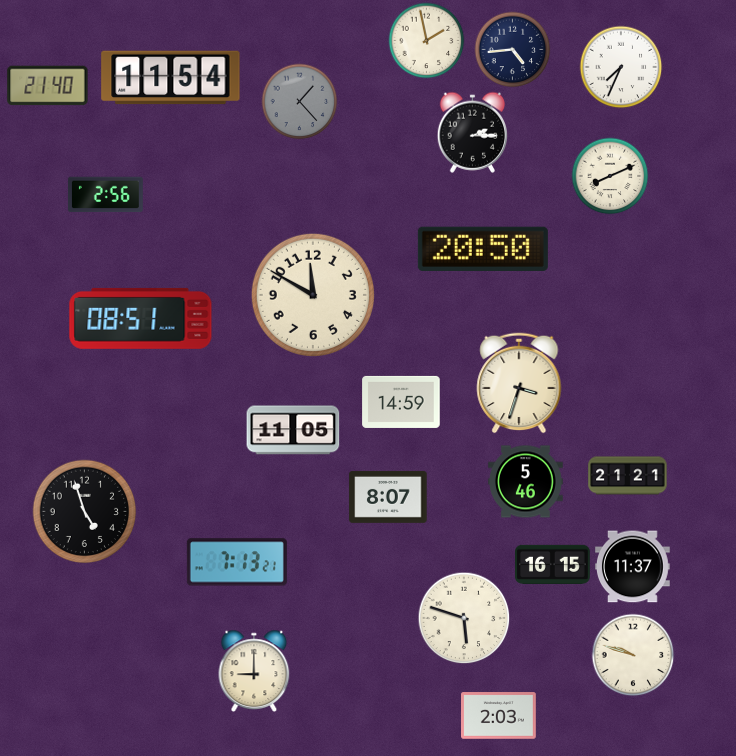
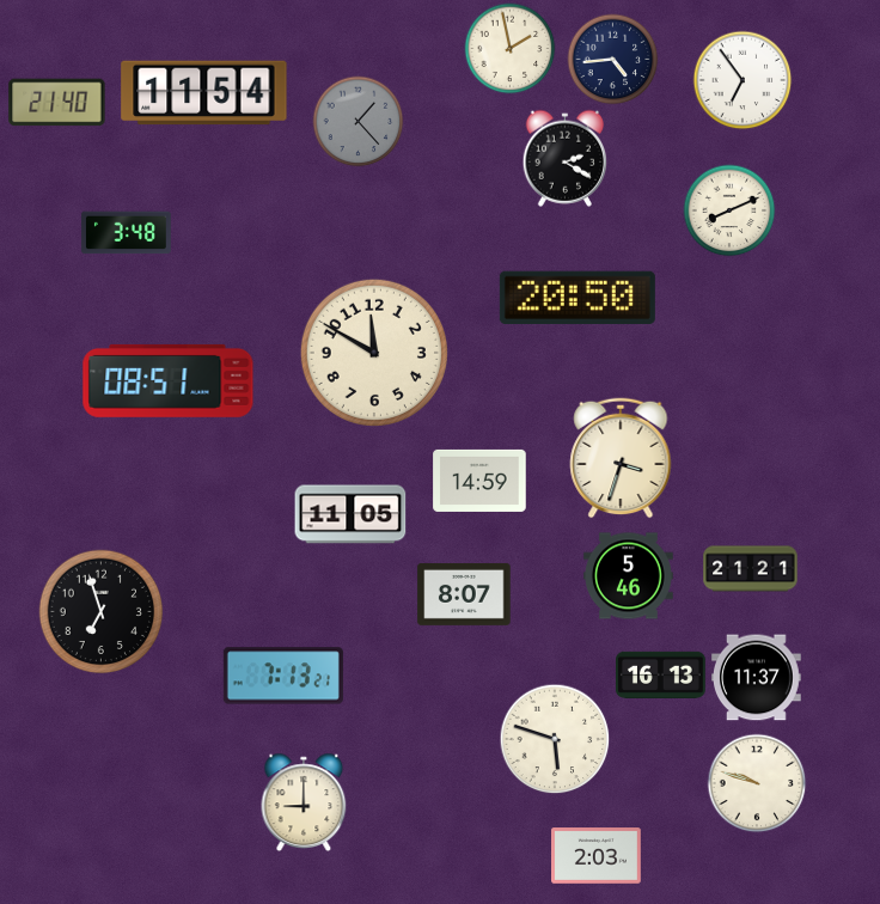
clock at (621, 67): 7:34 -> 6:54
clock at (472, 132): 2:15 -> 2:20
clock at (105, 195): 2:56 -> 3:48
clock at (85, 512): 4:57 -> 6:57
clock at (237, 562) position: (237, 562) -> (283, 676)
clock at (553, 564): 16:15 -> 16:13
